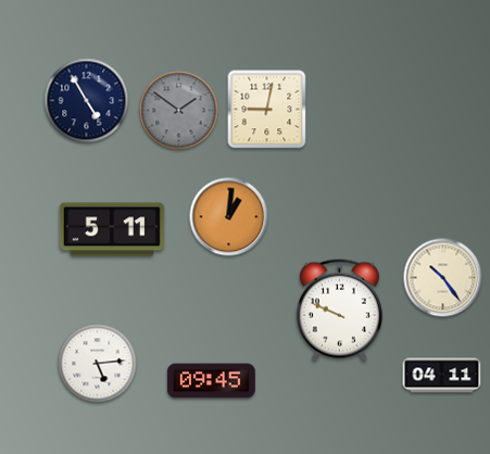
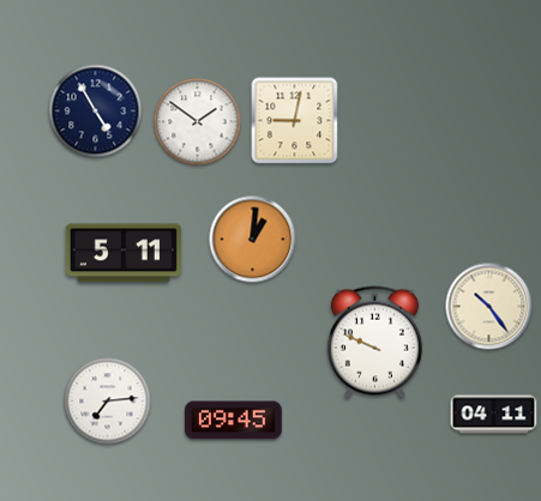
clock at (179, 111) dial: grey -> white
clock at (98, 364): 5:14 -> 7:14
clock at (442, 376) position: (442, 376) -> (494, 415)
